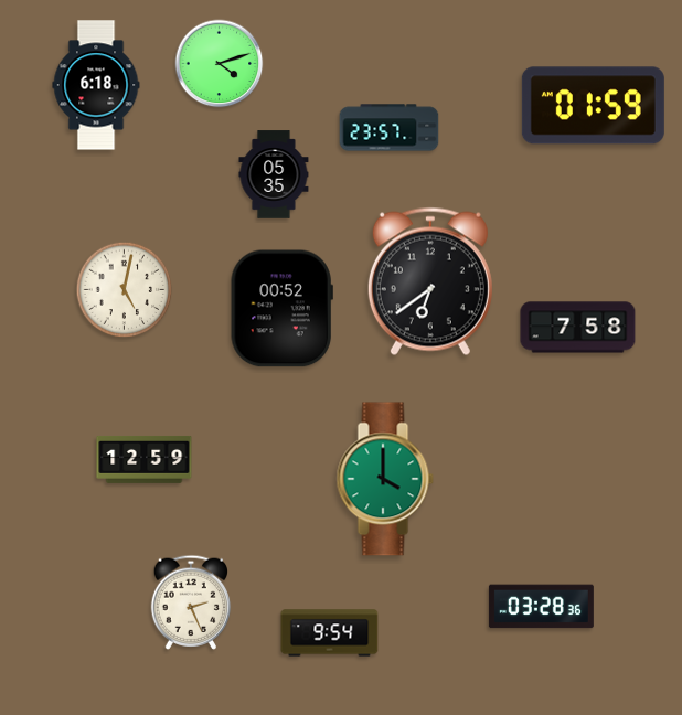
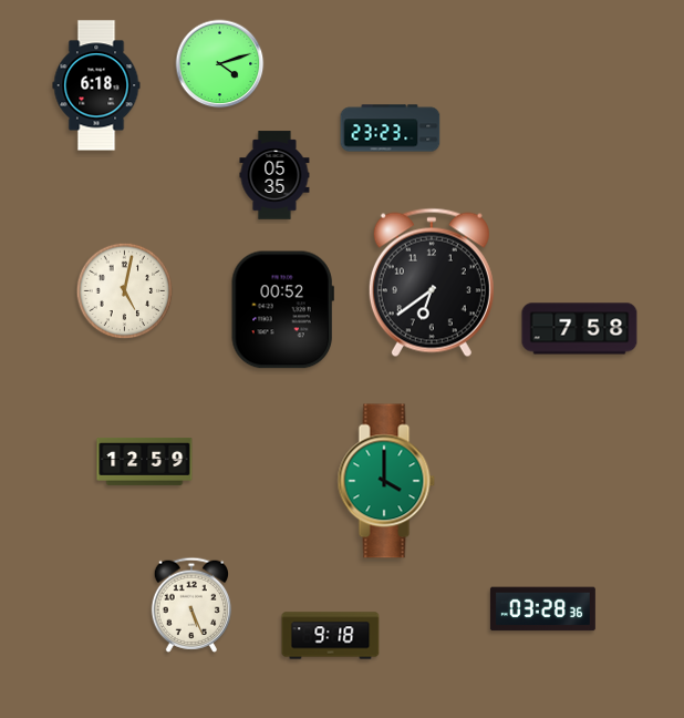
clock at (593, 106): 01:59 -> none
clock at (390, 128): 23:57 -> 23:23
clock at (191, 602): 2:26 -> 5:26
clock at (330, 633): 9:54 -> 9:18
